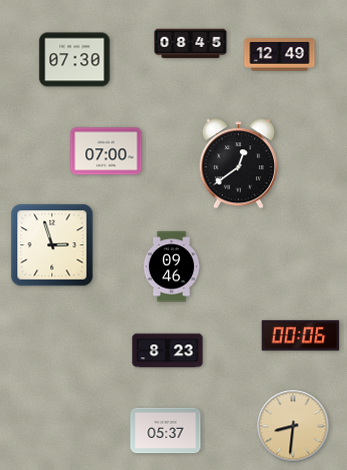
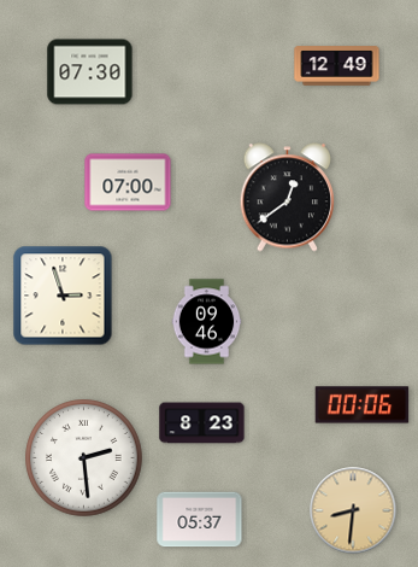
clock at (191, 44): 08:45 -> none
clock at (84, 458): none -> 2:29
clock at (293, 426) position: (293, 426) -> (353, 510)
